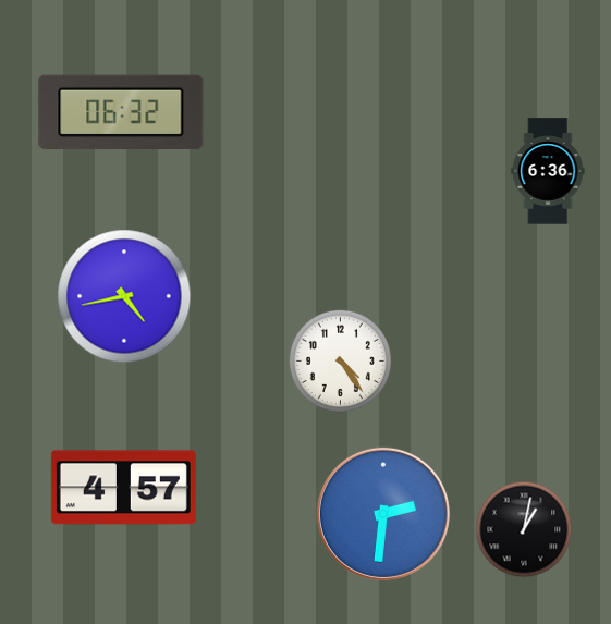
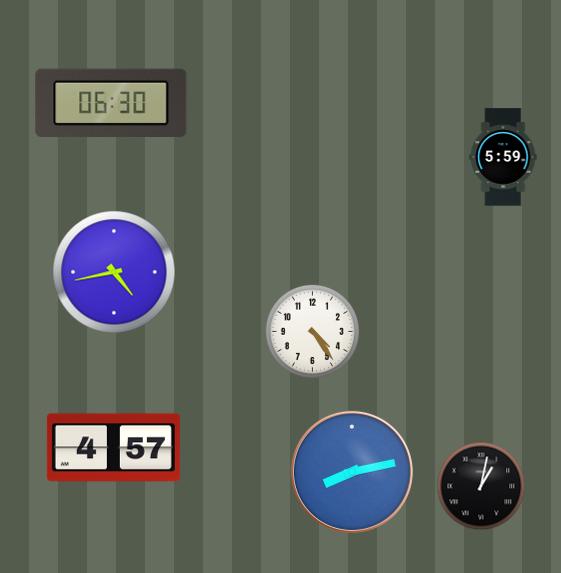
clock at (121, 111): 06:32 -> 06:30
clock at (548, 171): 6:36 -> 5:59
clock at (383, 514): 2:31 -> 8:13
